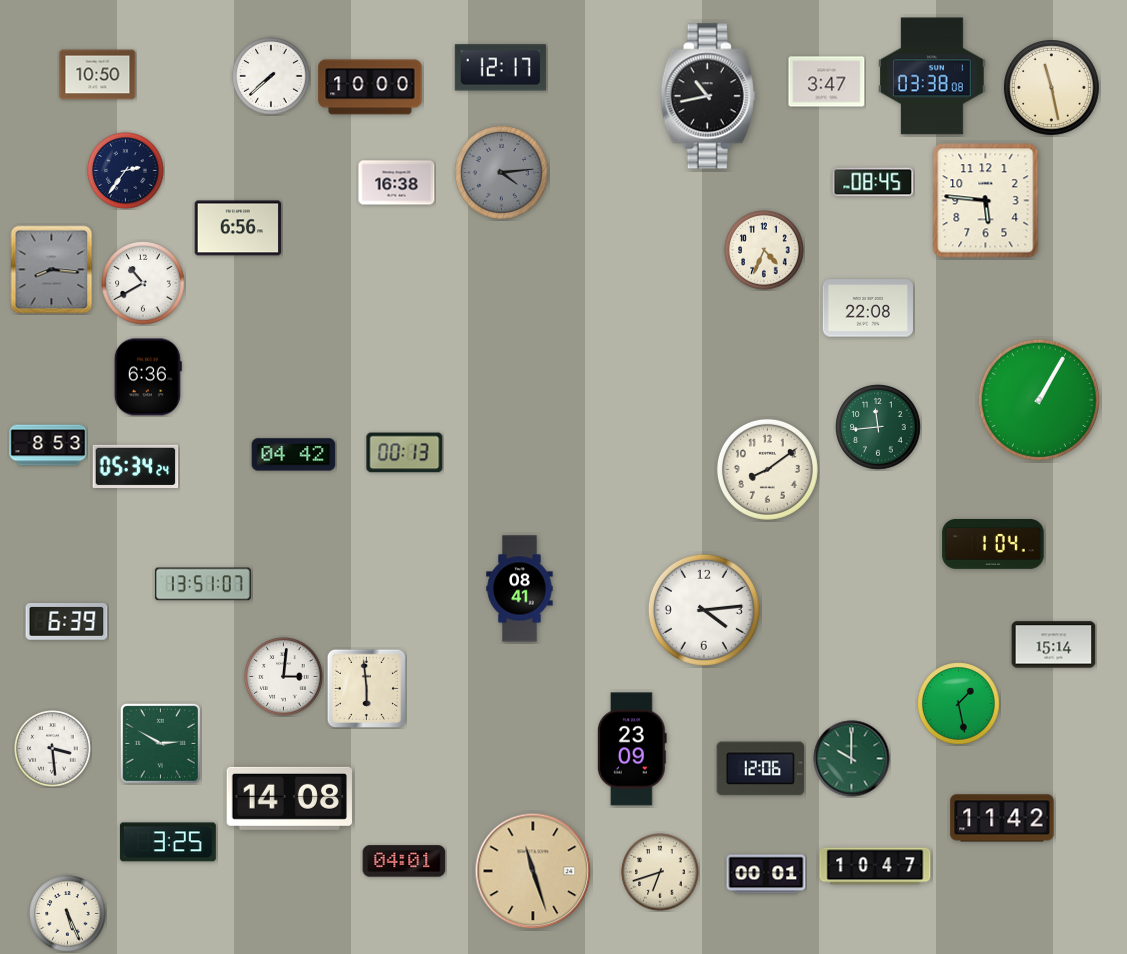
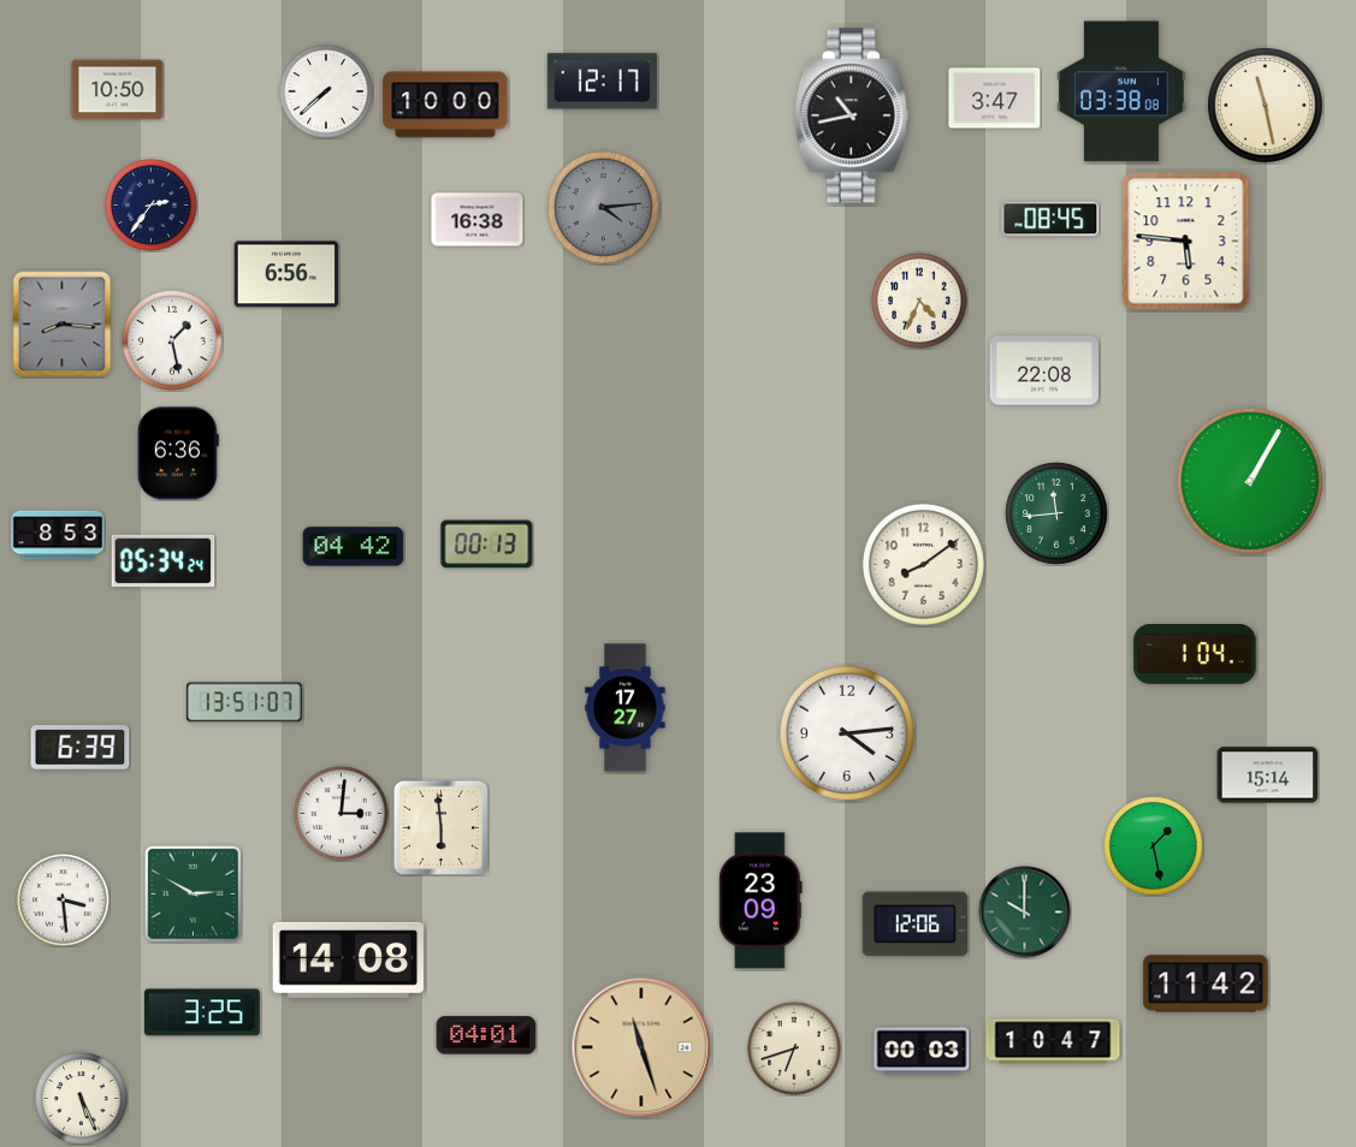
clock at (143, 283): 10:40 -> 1:28
clock at (520, 589): 08:41 -> 17:27
clock at (766, 874): 00:01 -> 00:03
